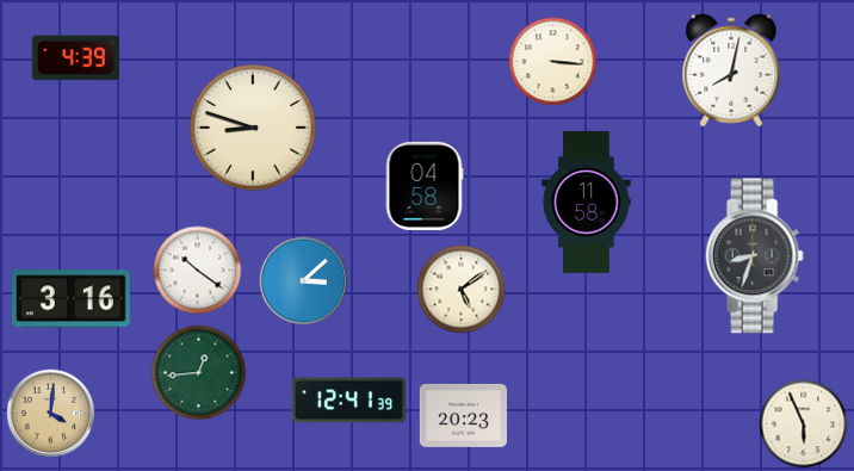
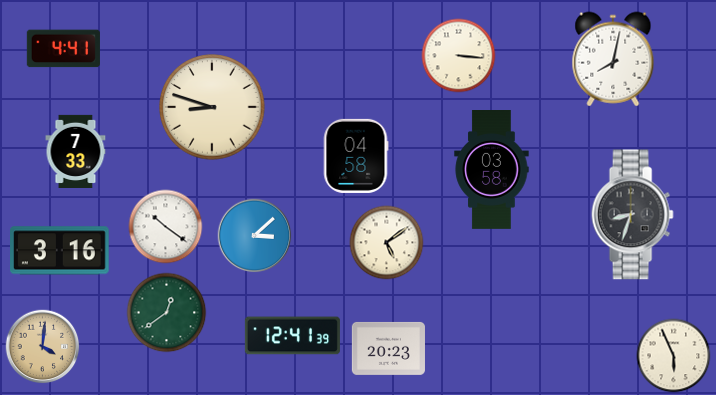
clock at (75, 58): 4:39 -> 4:41
clock at (553, 62) position: (553, 62) -> (459, 56)
clock at (76, 151): none -> 7:33
clock at (587, 203): 11:58 -> 03:58
clock at (199, 373): 12:44 -> 12:39
